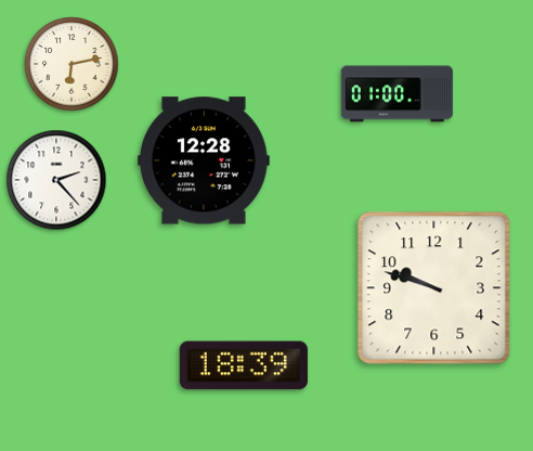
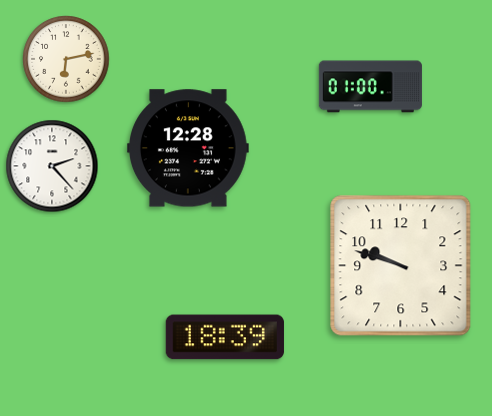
clock at (396, 94) position: (396, 94) -> (370, 87)
